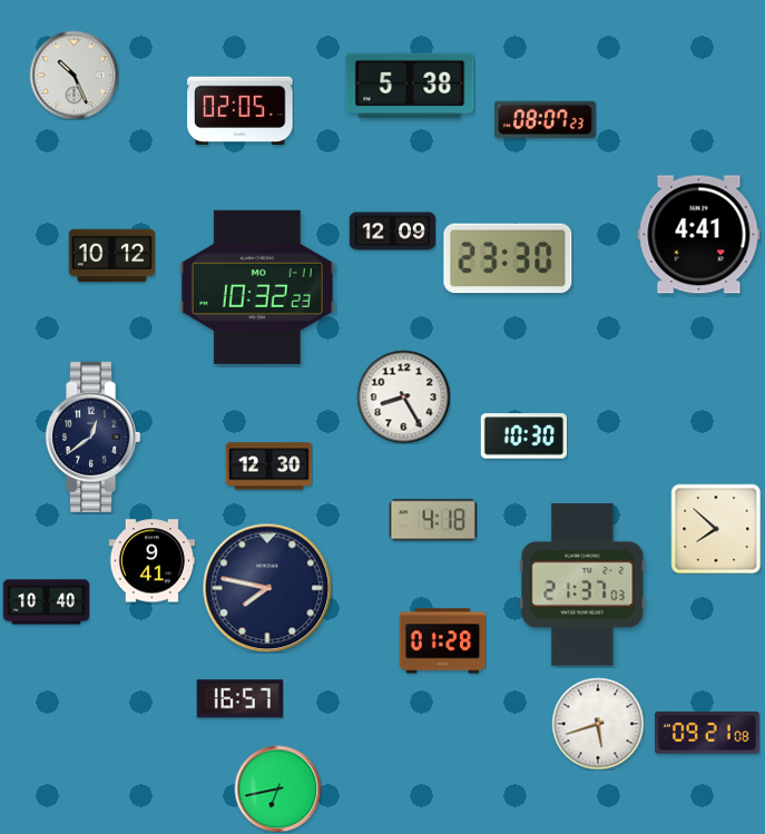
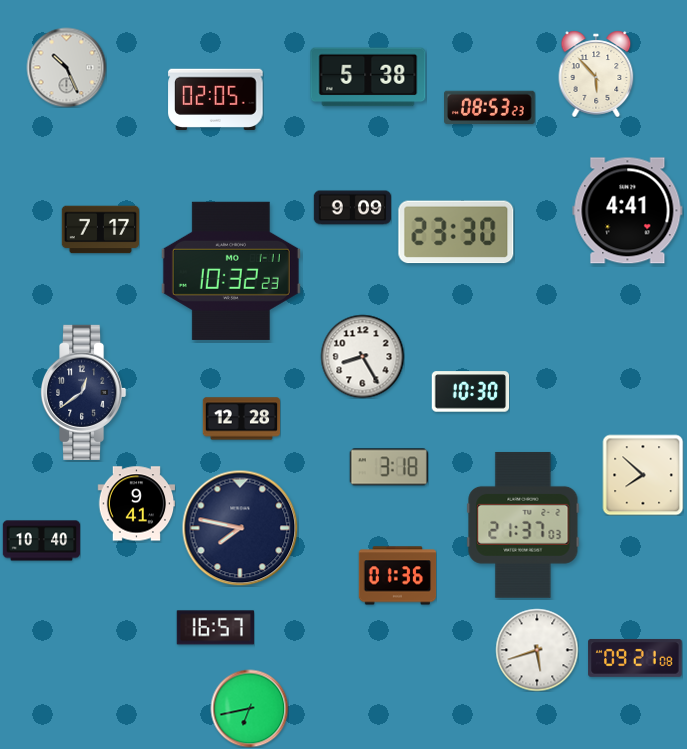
clock at (596, 74): none -> 5:53
clock at (546, 120): 08:07 -> 08:53
clock at (392, 232): 12:09 -> 9:09
clock at (111, 256): 10:12 -> 7:17
clock at (257, 287) position: (257, 287) -> (231, 271)
clock at (268, 467): 12:30 -> 12:28
clock at (433, 520): 4:18 -> 3:18
clock at (442, 641): 01:28 -> 01:36
